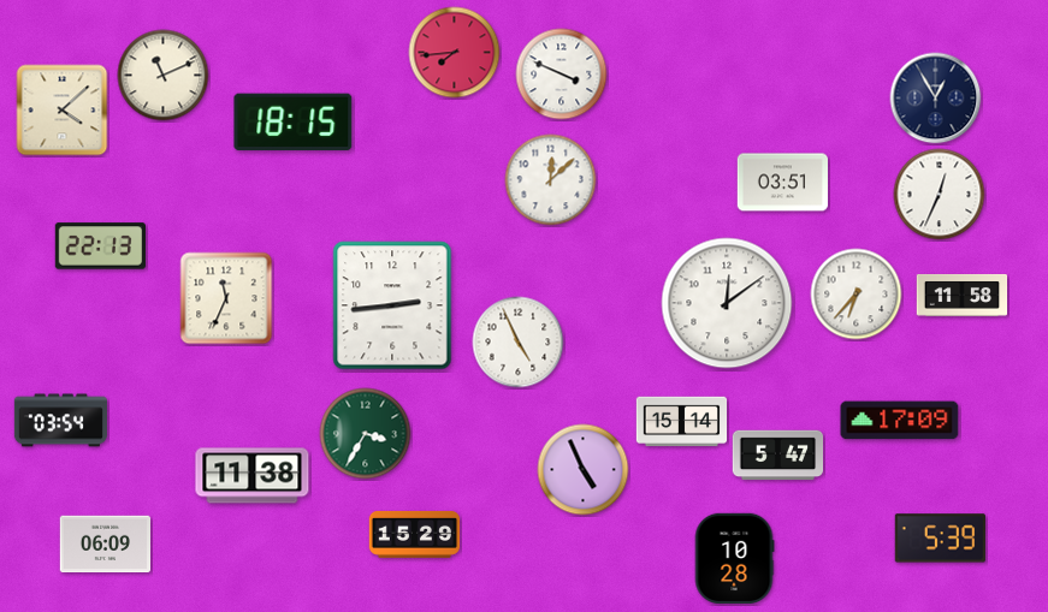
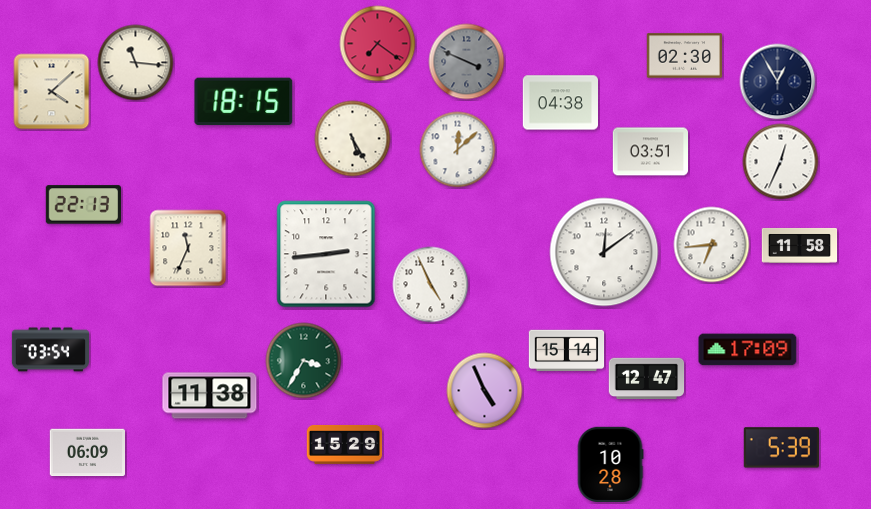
clock at (455, 53): 7:44 -> 7:21
clock at (684, 56): none -> 02:30
clock at (562, 75) dial: white -> grey
clock at (164, 76): 11:11 -> 11:16
clock at (561, 103): none -> 04:38
clock at (353, 139): none -> 5:25
clock at (857, 295): 6:37 -> 6:44
clock at (778, 456): 5:47 -> 12:47
